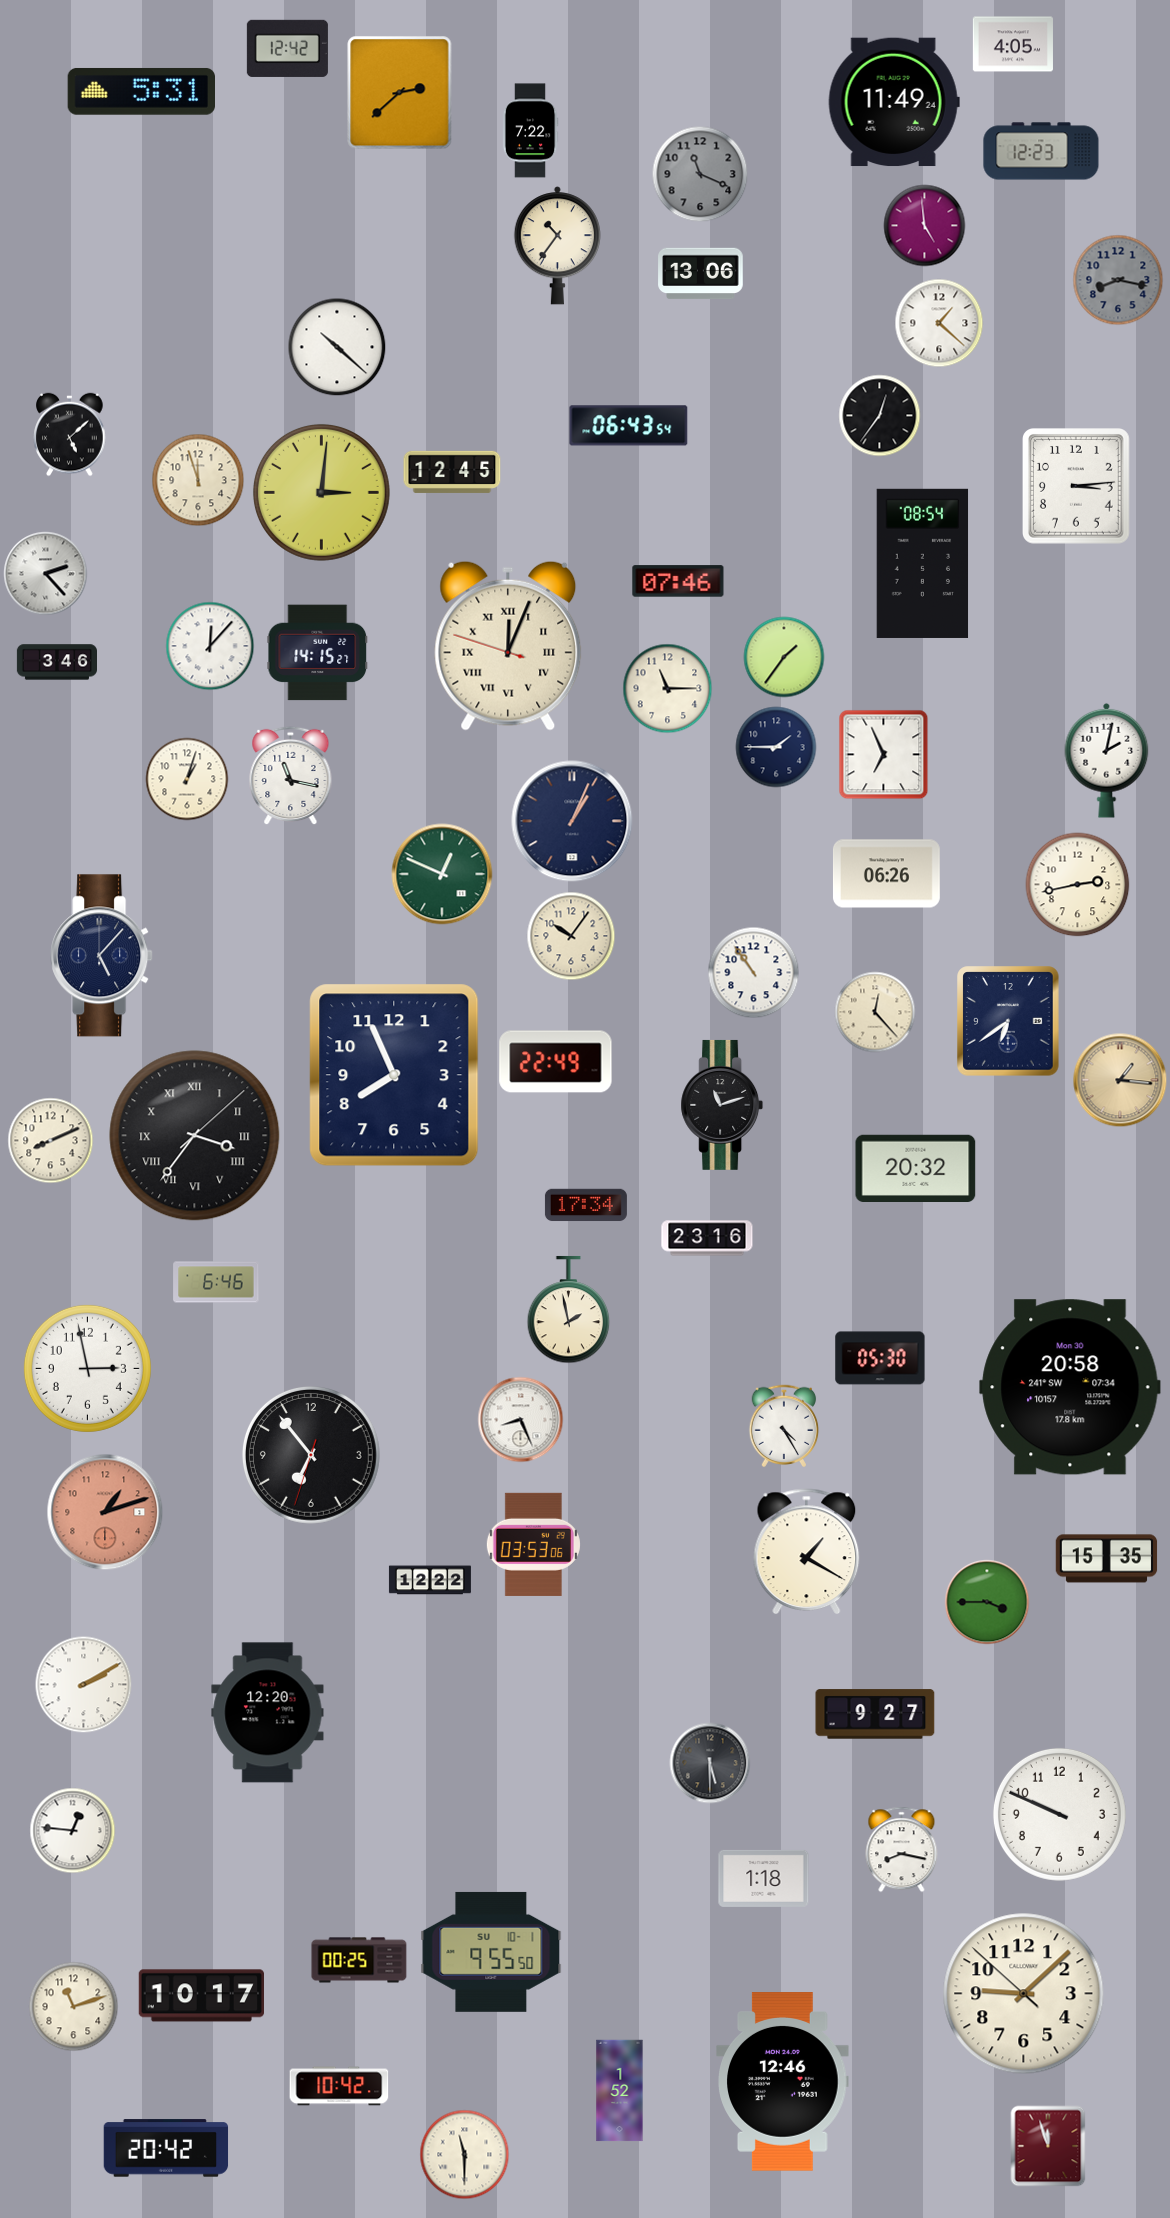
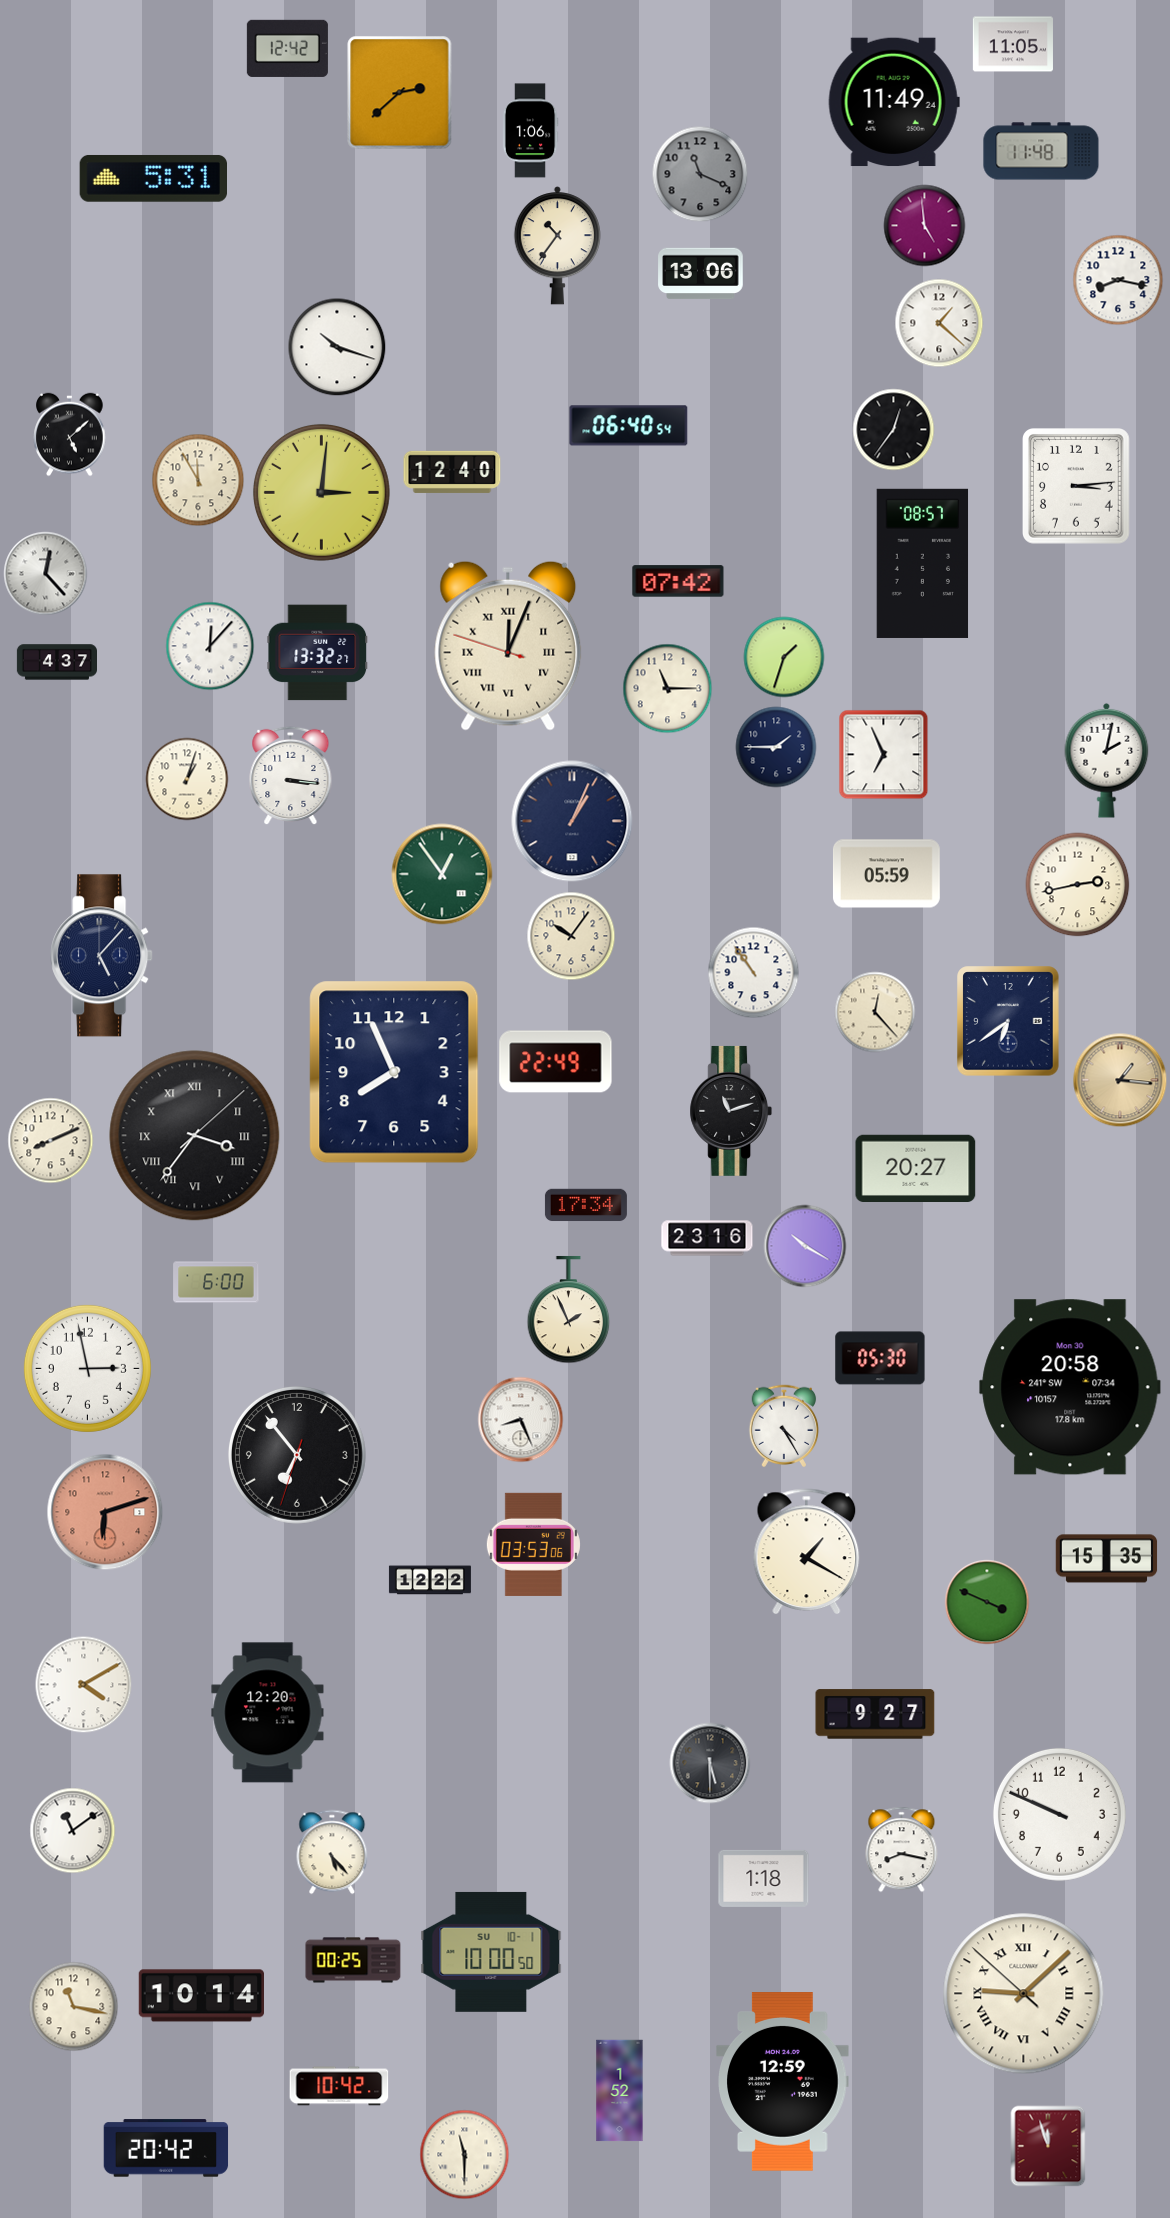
clock at (1013, 44): 4:05 -> 11:05
clock at (141, 91) position: (141, 91) -> (153, 178)
clock at (530, 131): 7:22 -> 1:06
clock at (1041, 151): 12:23 -> 11:48
clock at (1118, 280) dial: grey -> white
clock at (337, 347): 10:22 -> 10:18
clock at (880, 416) position: (880, 416) -> (894, 430)
clock at (629, 426): 06:43 -> 06:40
clock at (452, 472): 12:45 -> 12:40
clock at (198, 480): 11:57 -> 11:55
clock at (923, 563): 08:54 -> 08:57
clock at (46, 574): 2:23 -> 12:23
clock at (678, 581): 07:46 -> 07:42
clock at (318, 653): 14:15 -> 13:32
clock at (784, 657): 1:36 -> 1:33
clock at (56, 662): 3:46 -> 4:37
clock at (291, 776): 11:17 -> 3:16
clock at (442, 874): 12:49 -> 12:54
clock at (886, 874): 06:26 -> 05:59
clock at (394, 1075) position: (394, 1075) -> (394, 1072)
clock at (722, 1105) position: (722, 1105) -> (731, 1111)
clock at (916, 1168): 20:32 -> 20:27
clock at (805, 1246): none -> 10:20
clock at (216, 1282): 6:46 -> 6:00
clock at (569, 1310): 1:58 -> 1:56
clock at (311, 1455) position: (311, 1455) -> (297, 1455)
clock at (105, 1512): 1:12 -> 6:12
clock at (987, 1602): 3:45 -> 3:49
clock at (84, 1685): 2:10 -> 4:10
clock at (73, 1831): 12:46 -> 11:09
clock at (332, 1852): none -> 5:23
clock at (491, 1952): 9:55 -> 10:00
clock at (359, 1960) position: (359, 1960) -> (353, 1960)
clock at (1024, 1994) numerals: Arabic -> Roman
clock at (201, 1996): 10:17 -> 10:14
clock at (74, 2007): 11:12 -> 11:17
clock at (783, 2082): 12:46 -> 12:59
